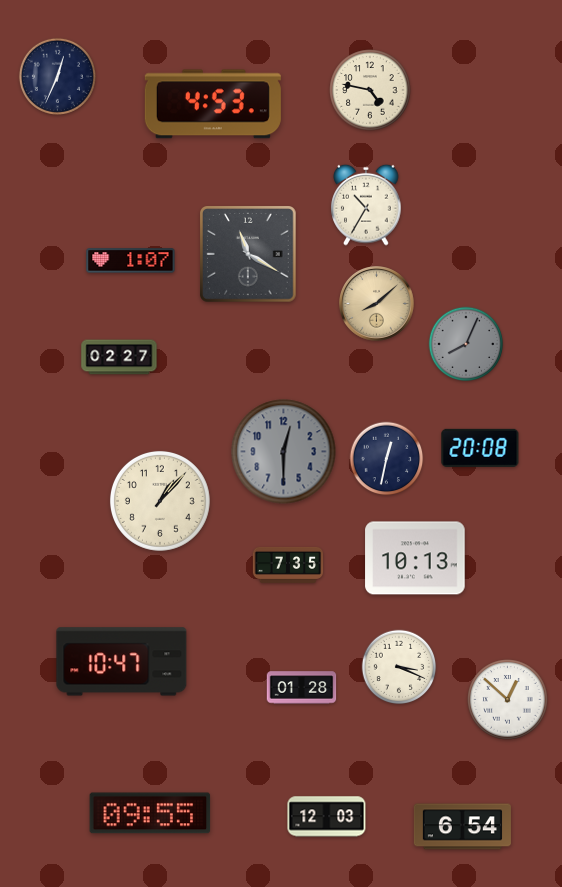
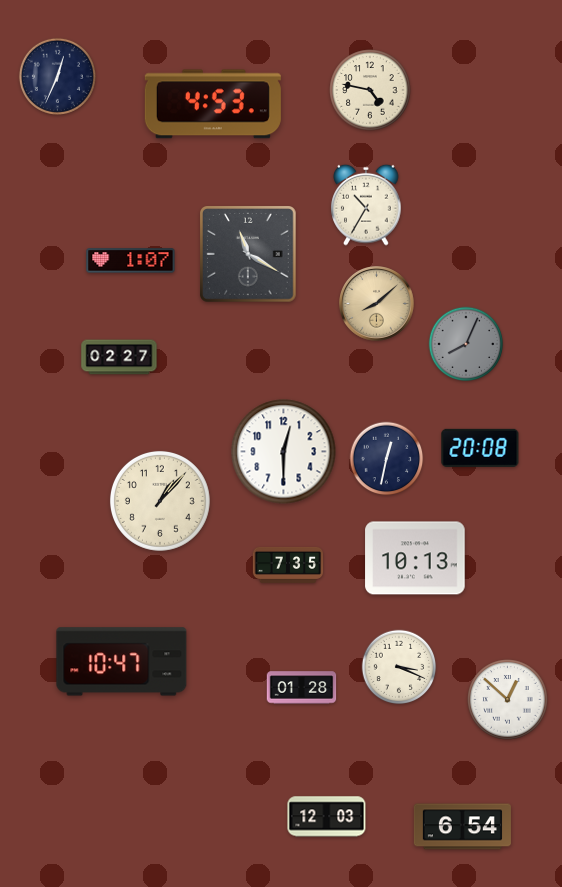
clock at (284, 452) dial: grey -> white
clock at (150, 813): 09:55 -> none
